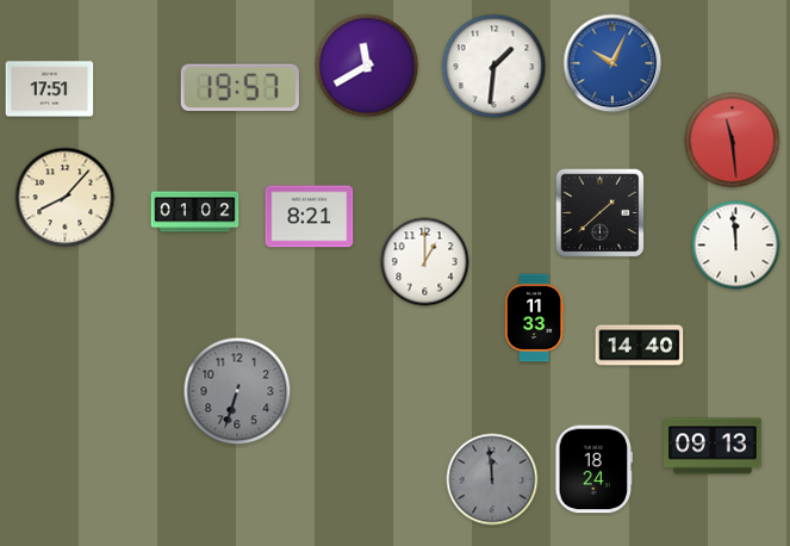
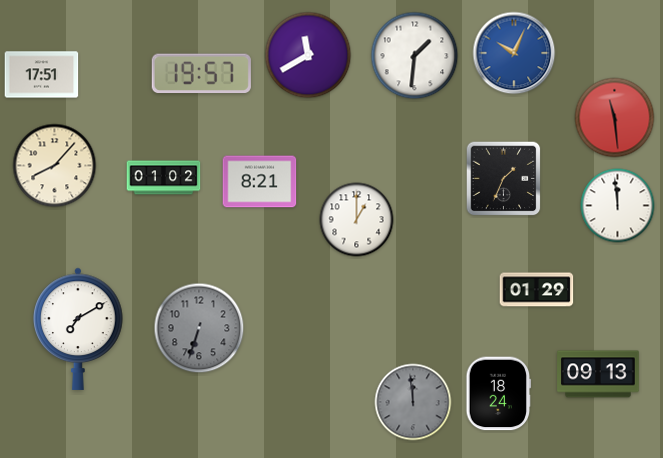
clock at (601, 213): 1:38 -> 1:34
clock at (534, 318): 11:33 -> none
clock at (640, 346): 14:40 -> 01:29
clock at (78, 329): none -> 7:10
